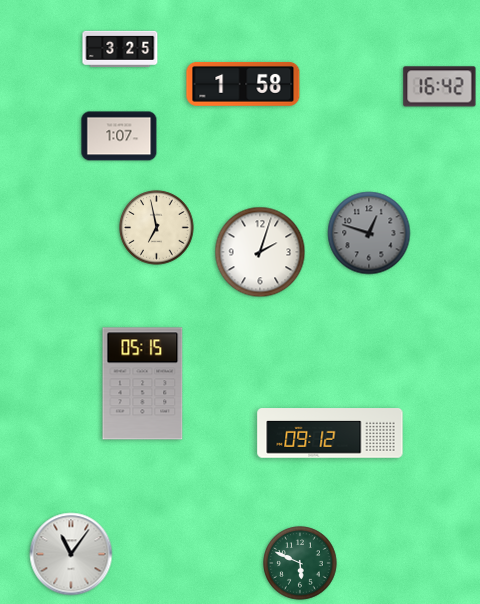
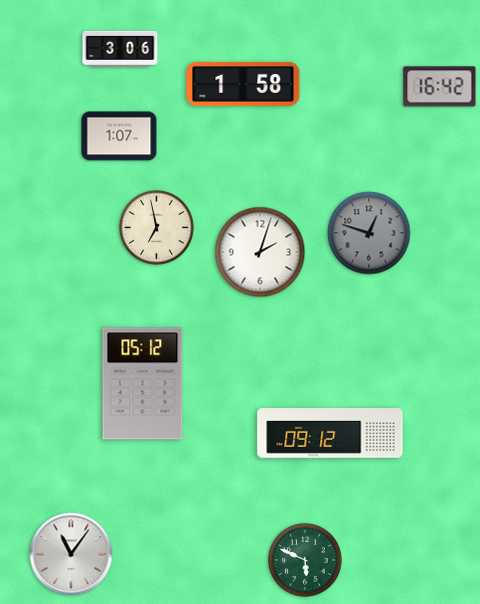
clock at (120, 49): 3:25 -> 3:06
clock at (143, 384): 05:15 -> 05:12
clock at (300, 563) position: (300, 563) -> (305, 560)
